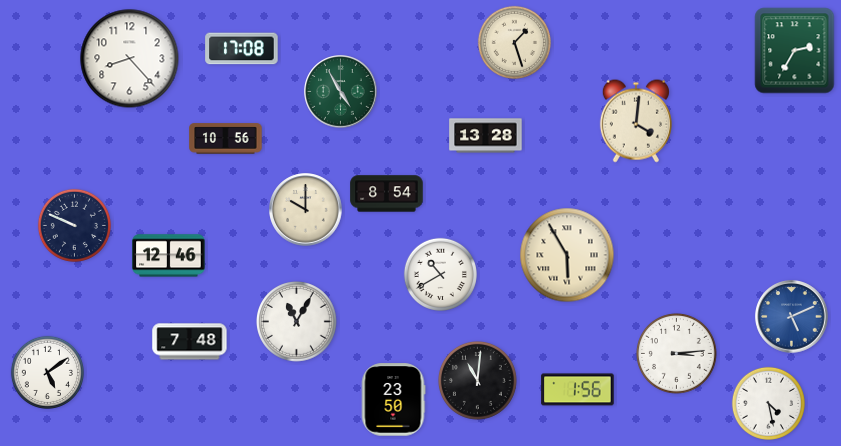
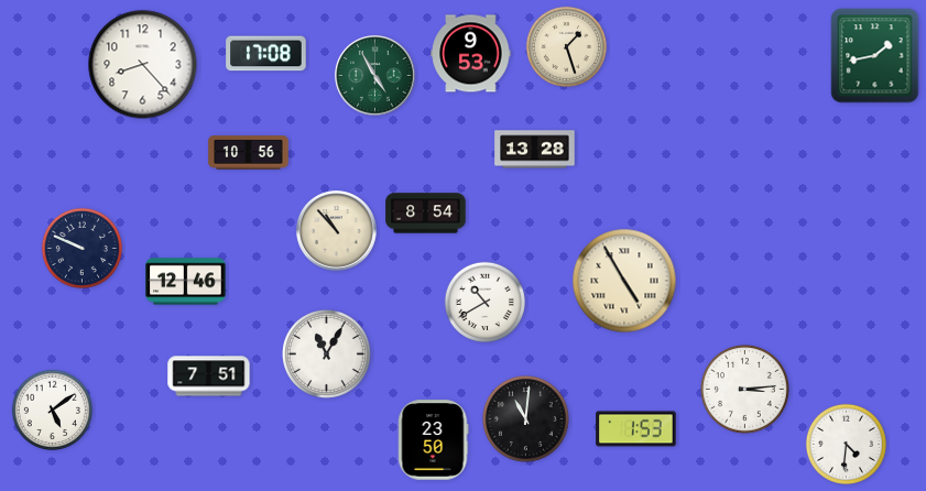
clock at (471, 54): none -> 9:53
clock at (795, 51): 2:35 -> 1:43
clock at (341, 92) position: (341, 92) -> (375, 76)
clock at (636, 121): 4:01 -> none
clock at (306, 210): 10:00 -> 10:53
clock at (567, 255): 5:55 -> 4:55
clock at (792, 317): 5:11 -> none
clock at (190, 342): 7:48 -> 7:51
clock at (578, 390): 1:56 -> 1:53
clock at (768, 403): 4:28 -> 4:31
